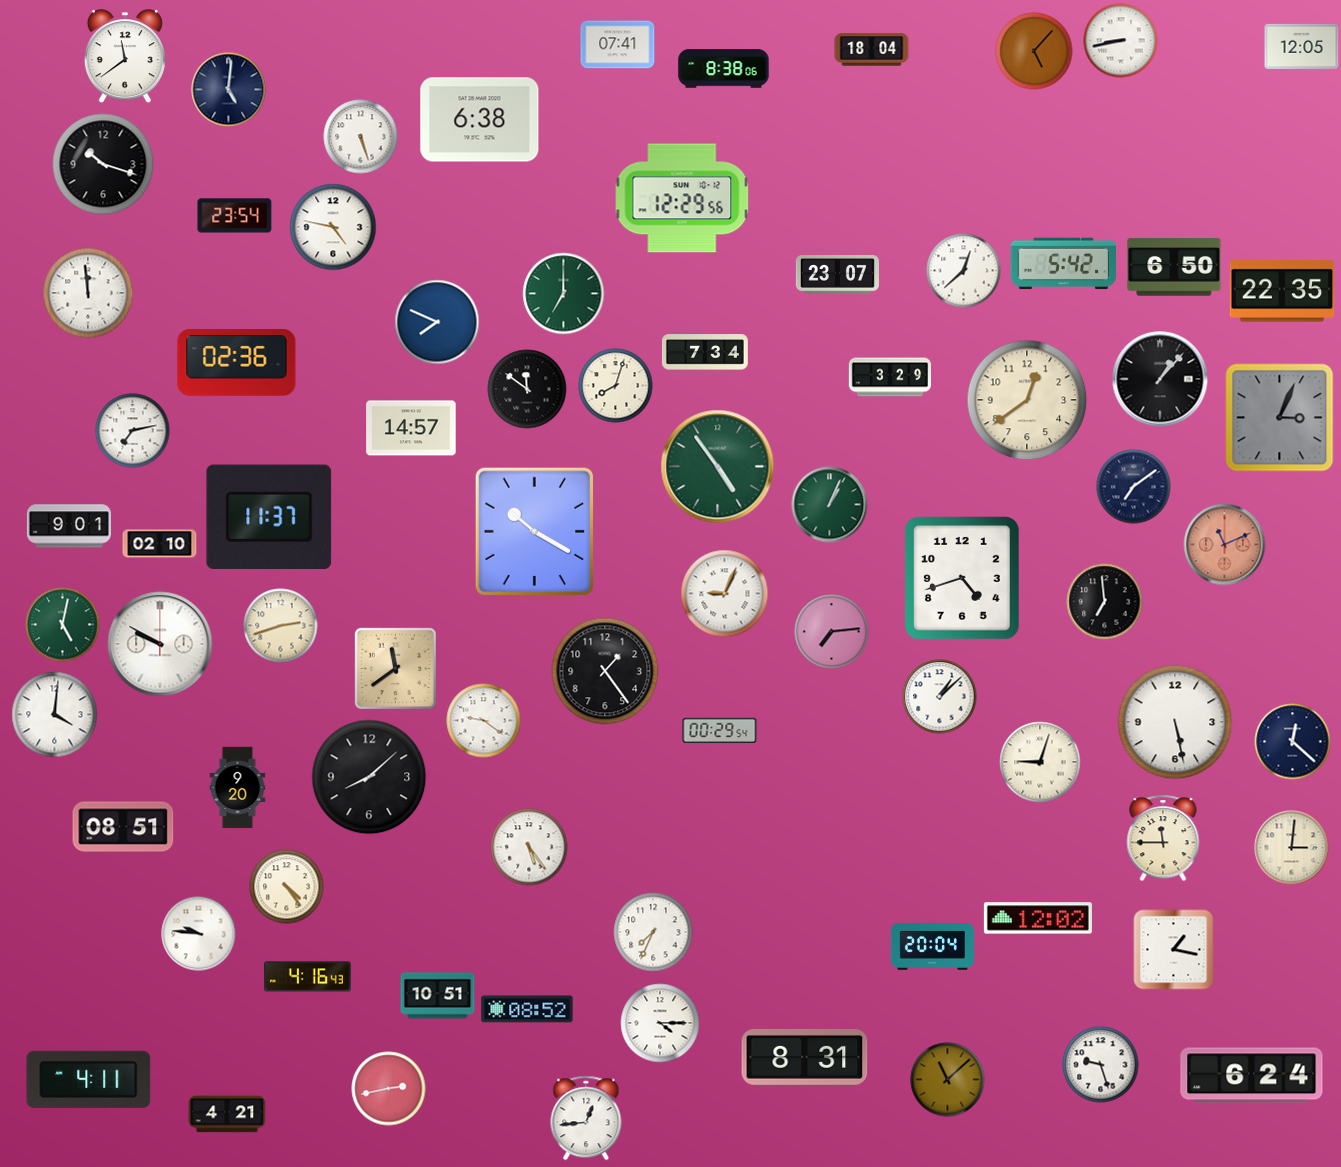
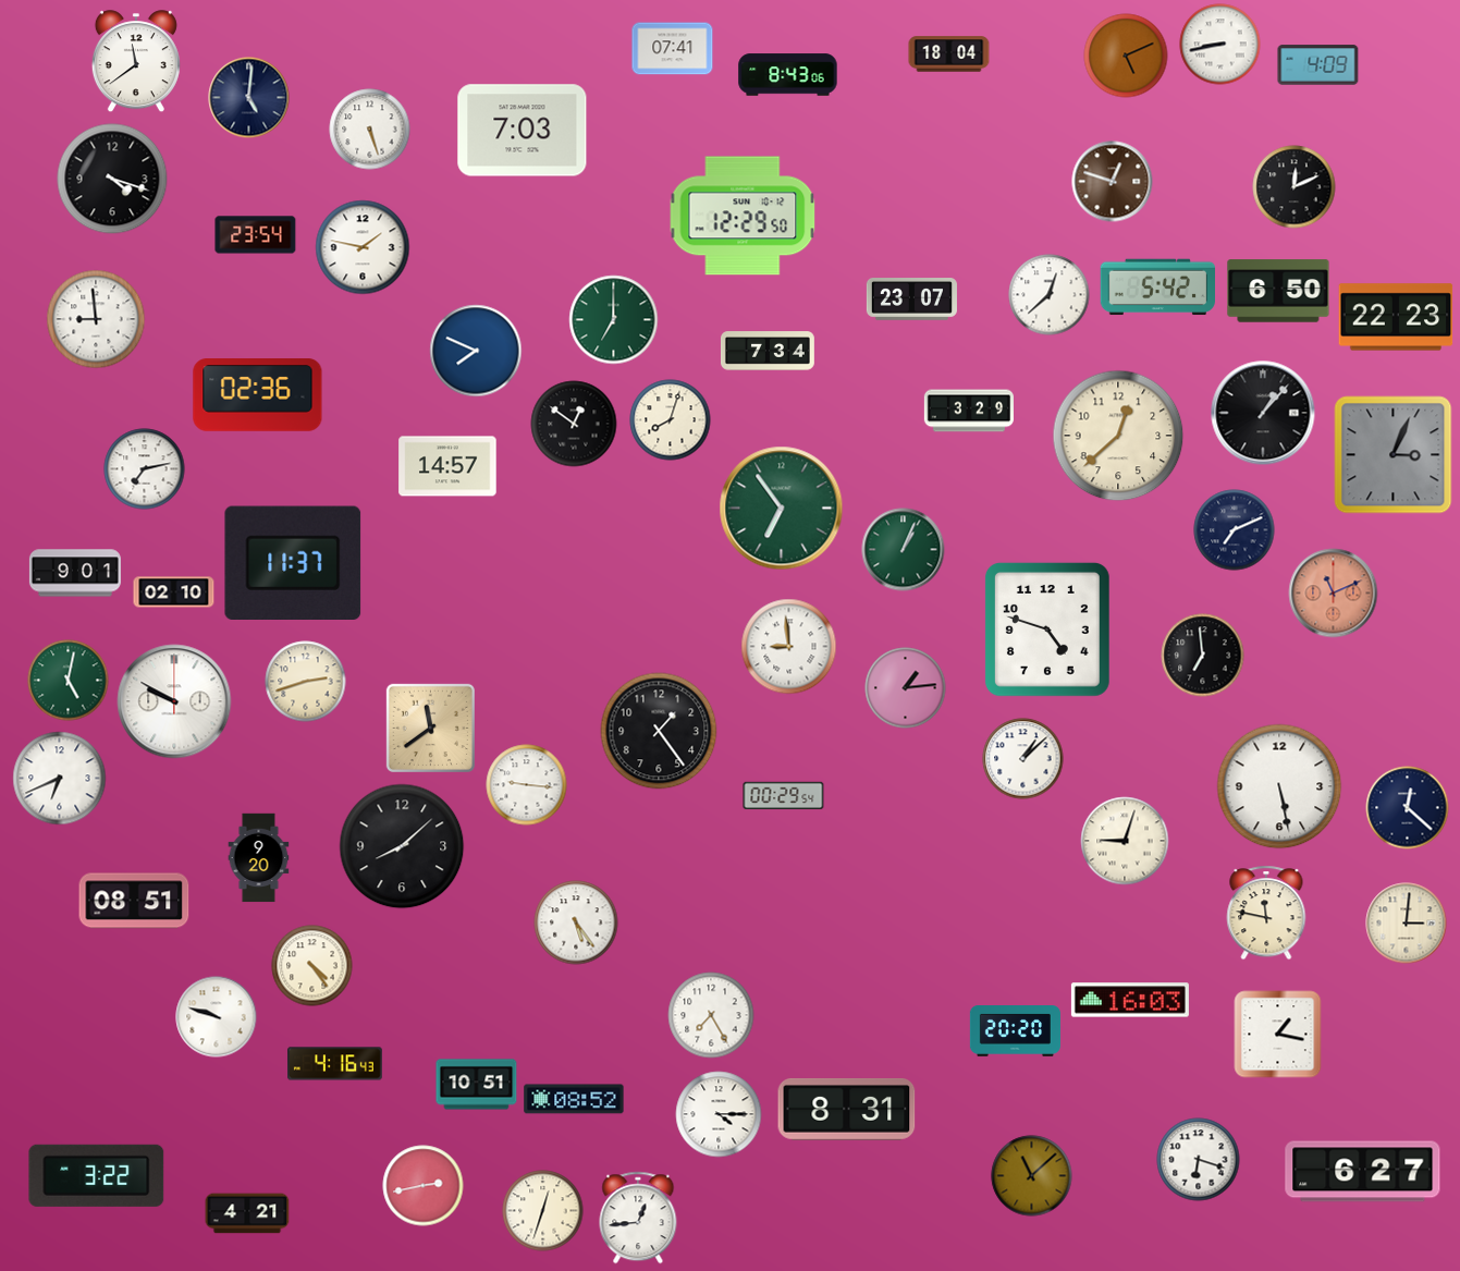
clock at (1302, 46): 12:05 -> none
clock at (1034, 51): 5:07 -> 5:11
clock at (1318, 65): none -> 4:09
clock at (724, 69): 8:38 -> 8:43
clock at (480, 120): 6:38 -> 7:03
clock at (361, 137) position: (361, 137) -> (370, 130)
clock at (103, 164): 10:18 -> 4:18
clock at (1113, 182): none -> 12:48
clock at (1295, 187): none -> 12:11
clock at (682, 198): 12:29:56 -> 12:29:50
clock at (333, 227): 4:47 -> 1:47
clock at (1282, 291): 22:35 -> 22:23
clock at (88, 293): 11:59 -> 8:59
clock at (705, 352) position: (705, 352) -> (768, 351)
clock at (527, 389): 11:51 -> 12:51
clock at (1027, 400): 12:39 -> 12:38
clock at (718, 467): 4:54 -> 6:54
clock at (1134, 487): 7:09 -> 7:11
clock at (535, 532): 10:20 -> none
clock at (962, 578): 4:42 -> 4:48
clock at (725, 594): 9:04 -> 8:59
clock at (832, 632): 7:14 -> 1:14
clock at (55, 715): 4:01 -> 6:41
clock at (484, 721): 9:21 -> 9:16
clock at (1040, 762) position: (1040, 762) -> (1125, 841)
clock at (1163, 838): 11:45 -> 11:47
clock at (1038, 918): 12:02 -> 16:03
clock at (653, 932): 7:34 -> 7:25
clock at (199, 934): 9:46 -> 9:48
clock at (932, 947): 20:04 -> 20:20
clock at (805, 1058) position: (805, 1058) -> (847, 1110)
clock at (1101, 1065): 9:27 -> 6:18
clock at (1252, 1076): 6:24 -> 6:27
clock at (89, 1079): 4:11 -> 3:22
clock at (543, 1211): none -> 12:33
